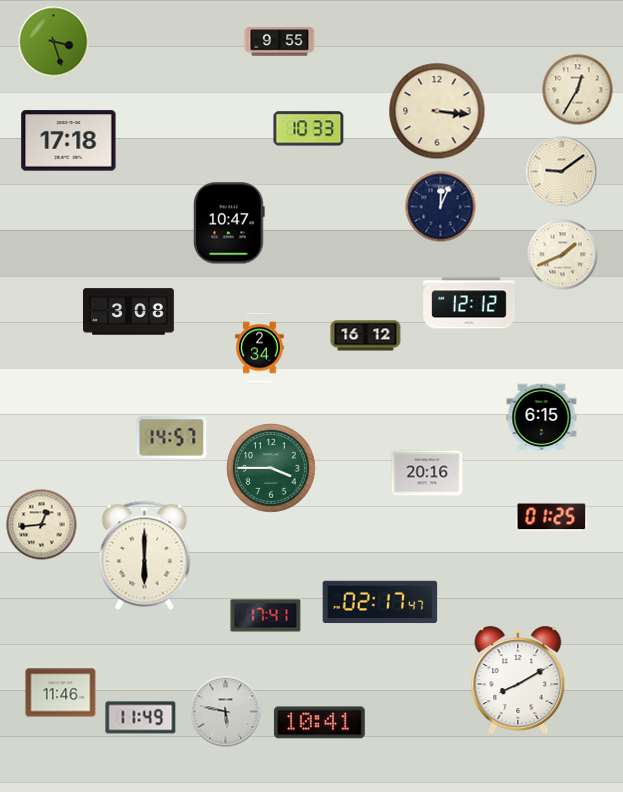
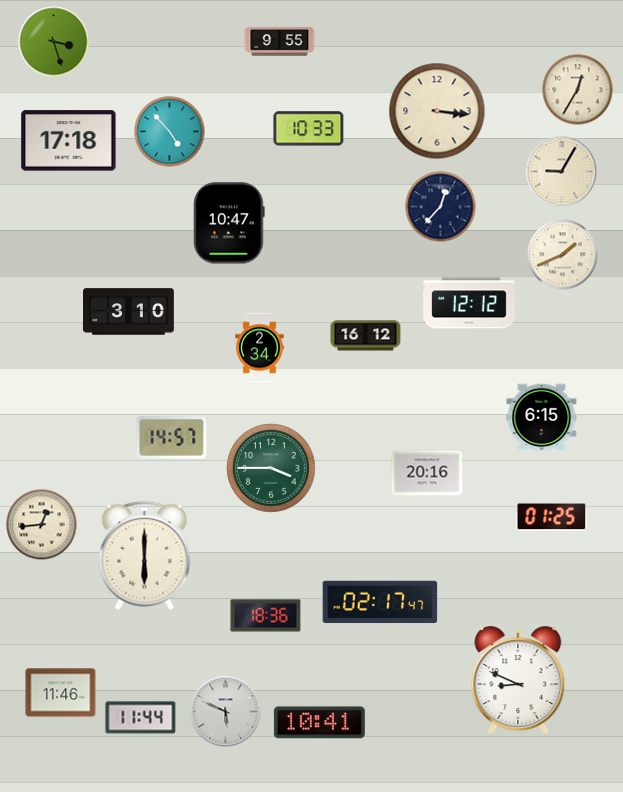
clock at (170, 132): none -> 4:53
clock at (562, 172): 9:09 -> 9:05
clock at (441, 207): 12:04 -> 12:37
clock at (129, 312): 3:08 -> 3:10
clock at (266, 616): 17:41 -> 18:36
clock at (518, 680): 8:10 -> 8:49
clock at (226, 712): 5:47 -> 5:49
clock at (141, 718): 11:49 -> 11:44
